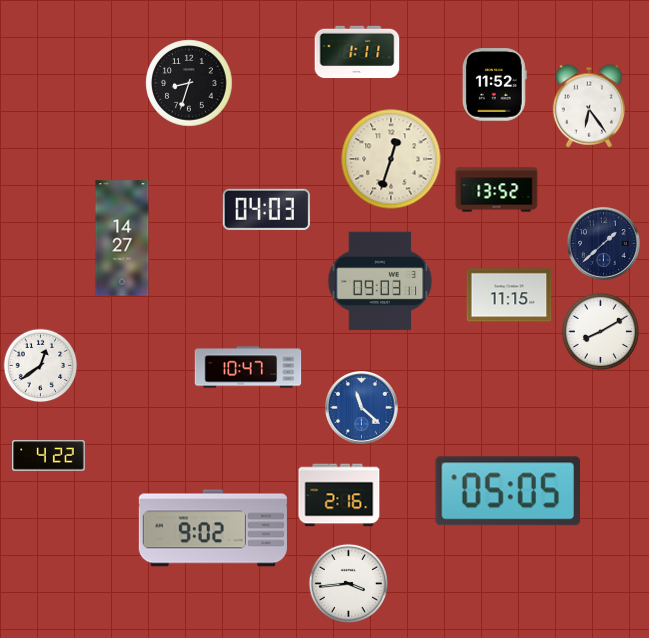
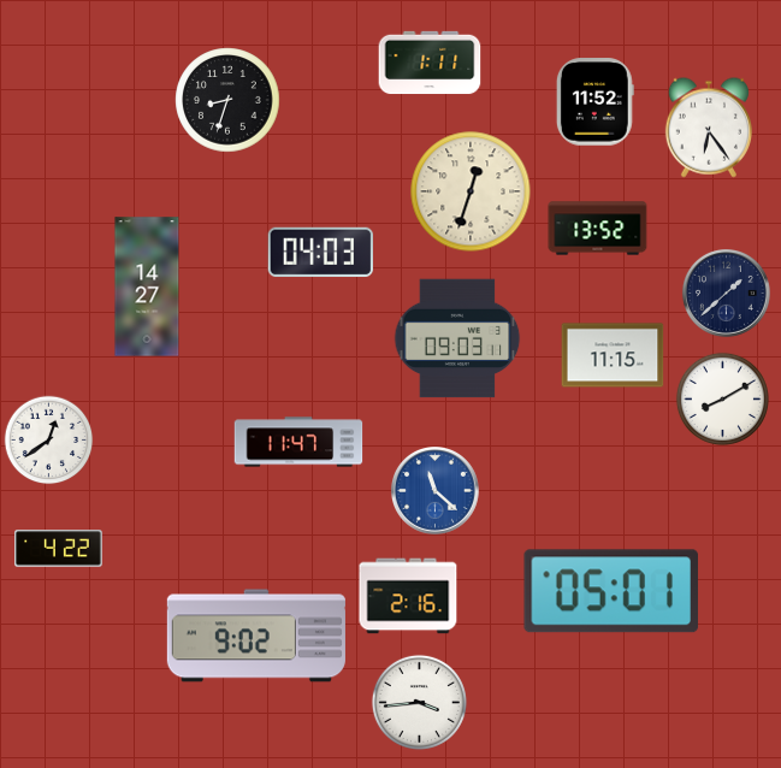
clock at (248, 367): 10:47 -> 11:47
clock at (507, 491): 05:05 -> 05:01
